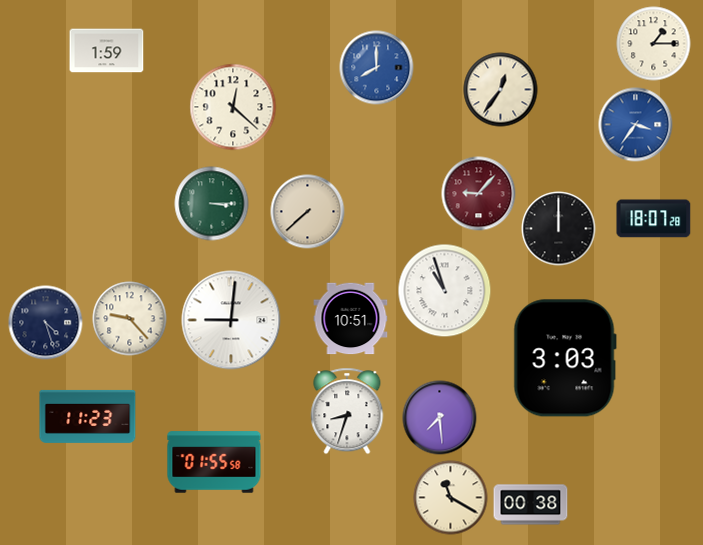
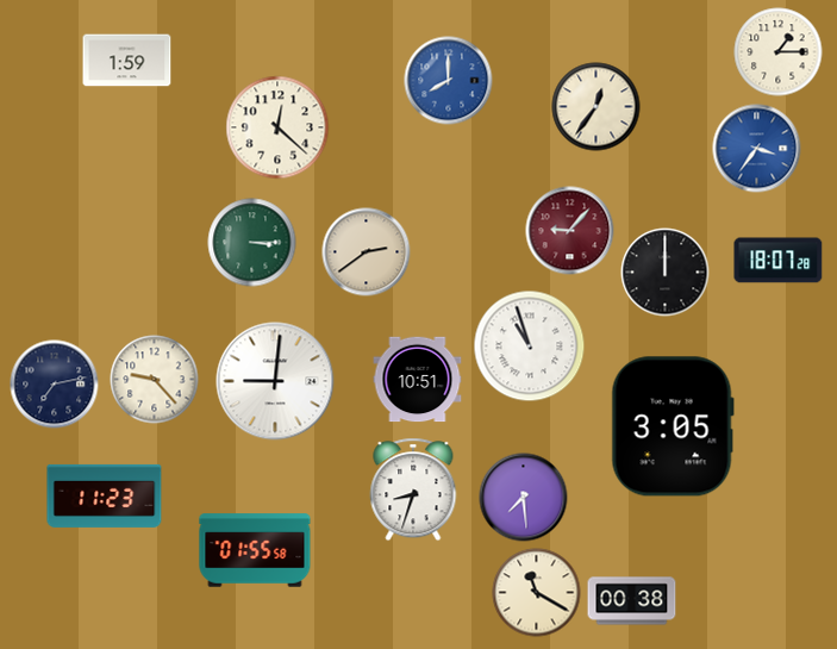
clock at (308, 212): 7:38 -> 2:39
clock at (46, 323): 4:27 -> 7:13
clock at (565, 358): 3:03 -> 3:05
